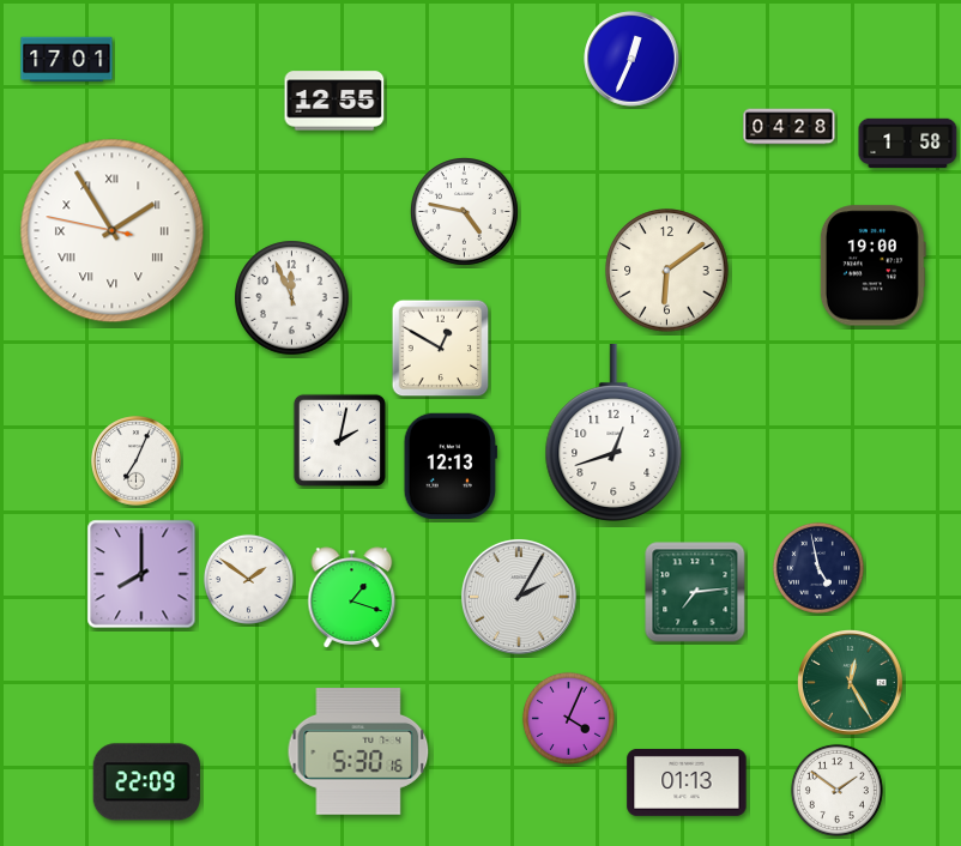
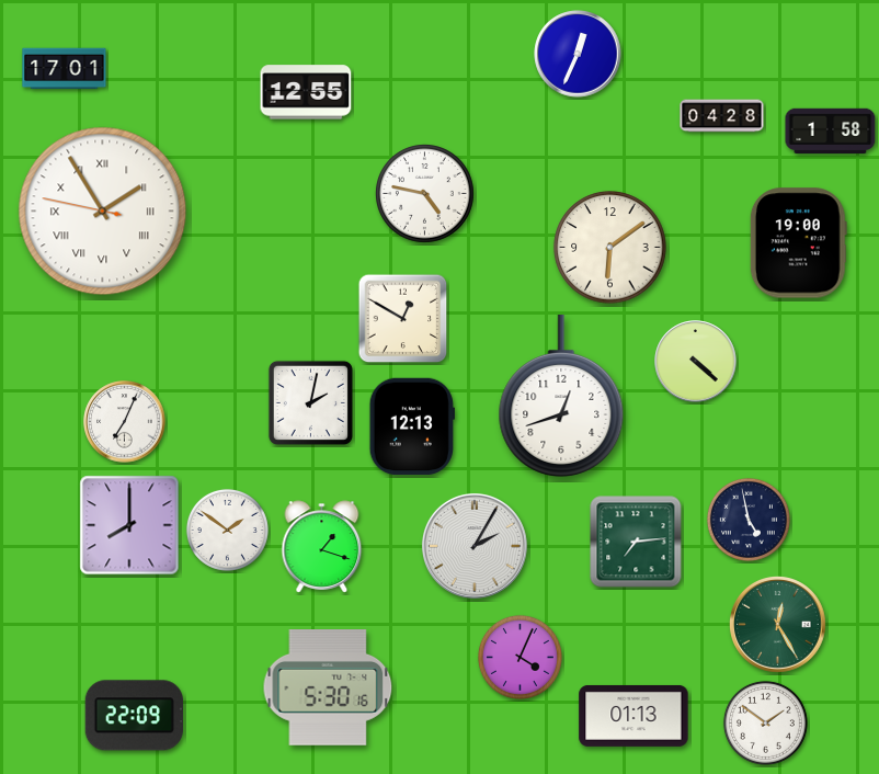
clock at (67, 60) position: (67, 60) -> (65, 69)
clock at (292, 298): 11:56 -> none
clock at (696, 362): none -> 4:22
clock at (687, 782) position: (687, 782) -> (633, 716)
